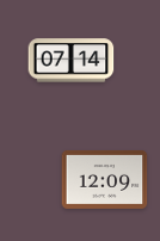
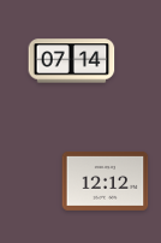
clock at (105, 179): 12:09 -> 12:12
